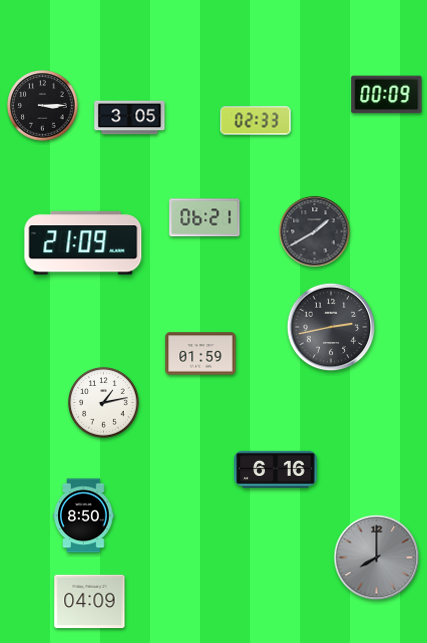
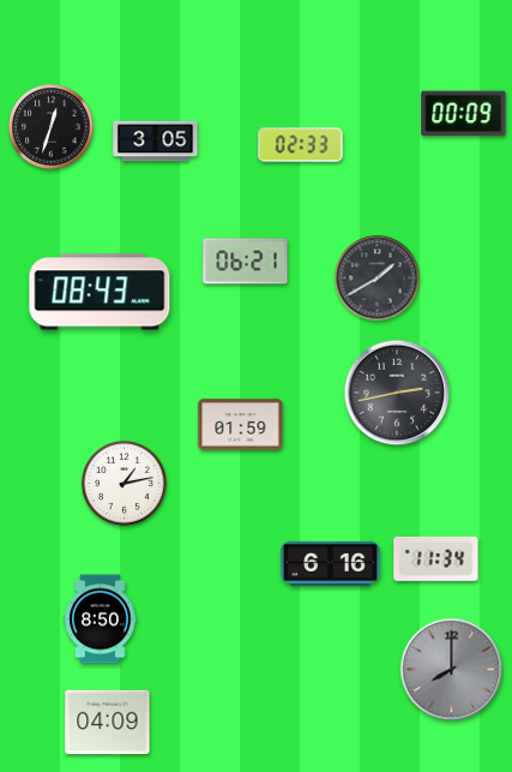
clock at (43, 106): 3:15 -> 12:33
clock at (256, 121) position: (256, 121) -> (301, 145)
clock at (83, 243): 21:09 -> 08:43
clock at (436, 558): none -> 11:34
